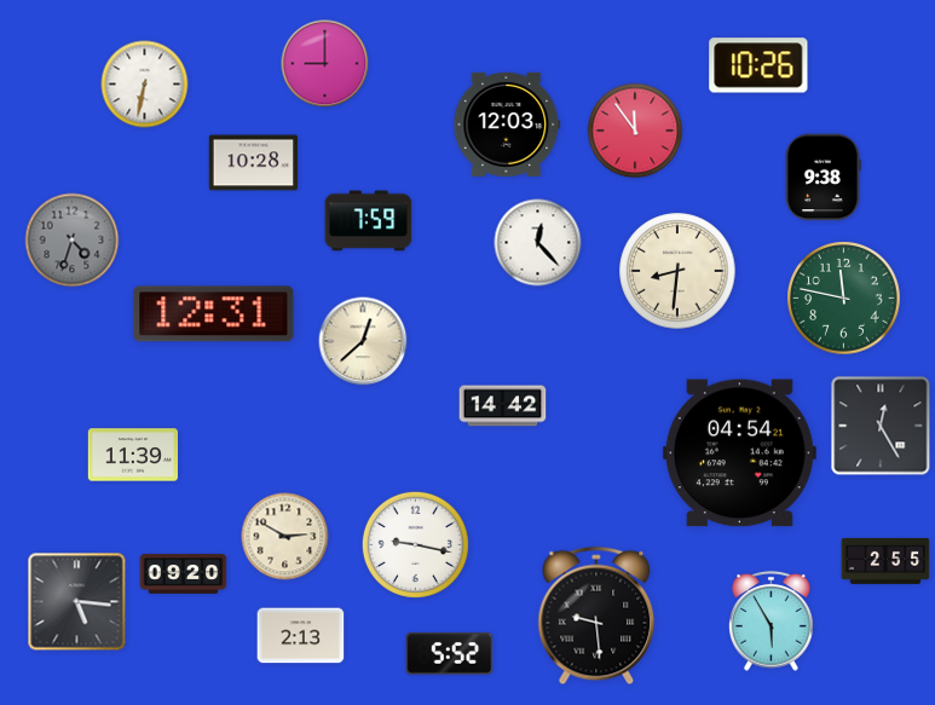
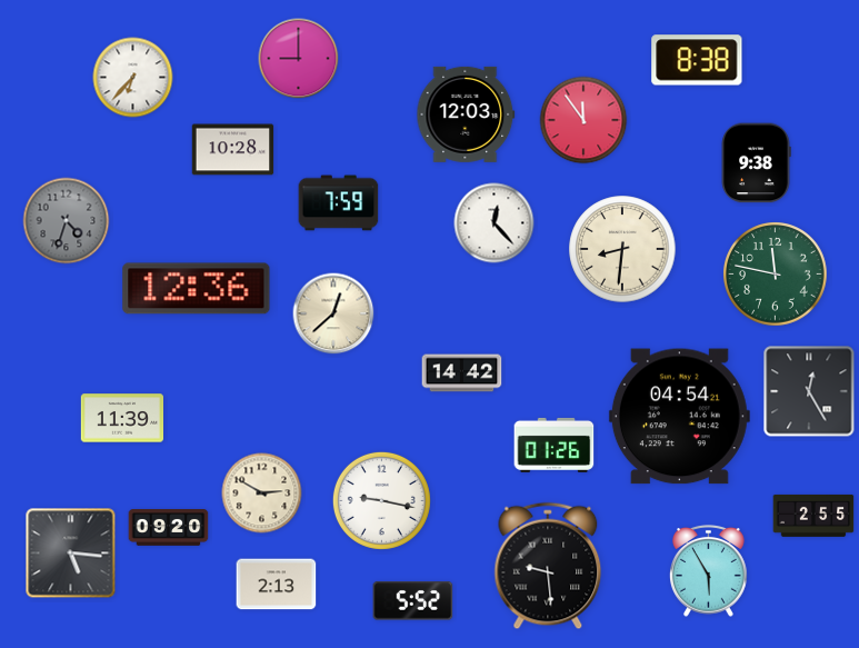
clock at (758, 65): 10:26 -> 8:38
clock at (145, 85): 6:32 -> 6:37
clock at (214, 314): 12:31 -> 12:36
clock at (555, 445): none -> 01:26
